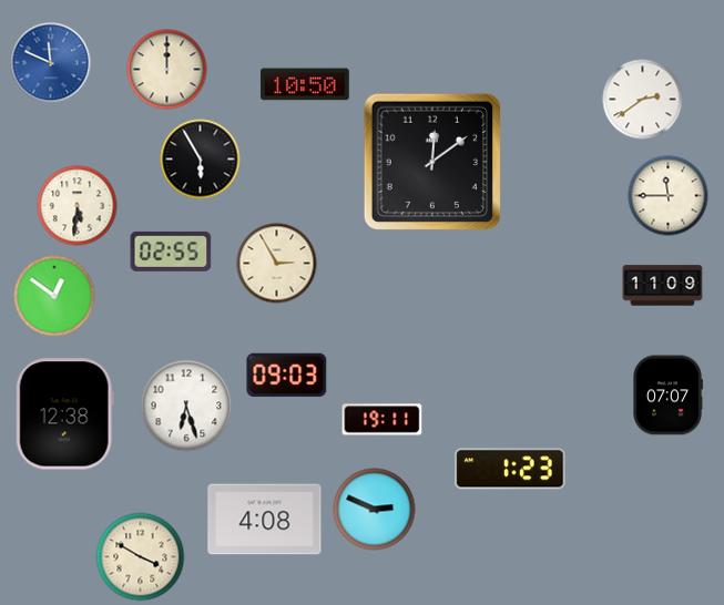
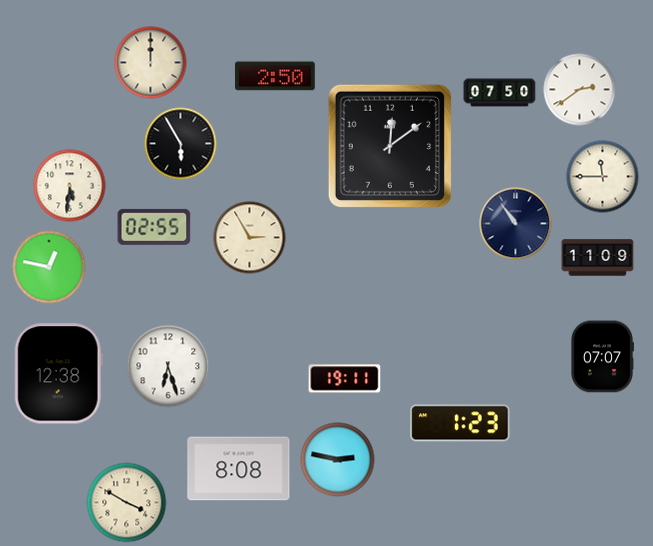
clock at (51, 63): 11:49 -> none
clock at (306, 84): 10:50 -> 2:50
clock at (500, 93): none -> 07:50
clock at (516, 224): none -> 10:54
clock at (54, 296): 12:51 -> 12:47
clock at (287, 375): 09:03 -> none
clock at (375, 510): 2:49 -> 2:47
clock at (265, 520): 4:08 -> 8:08
